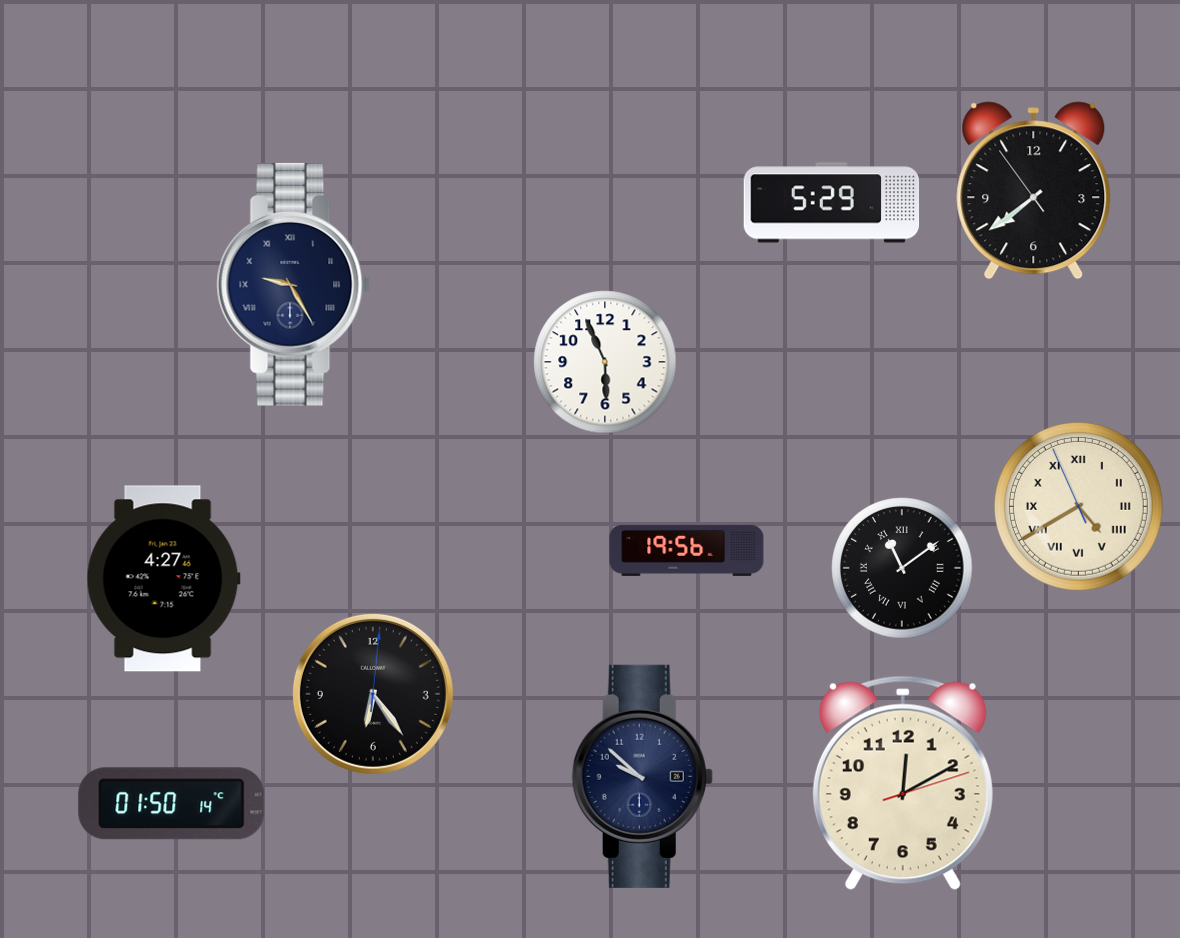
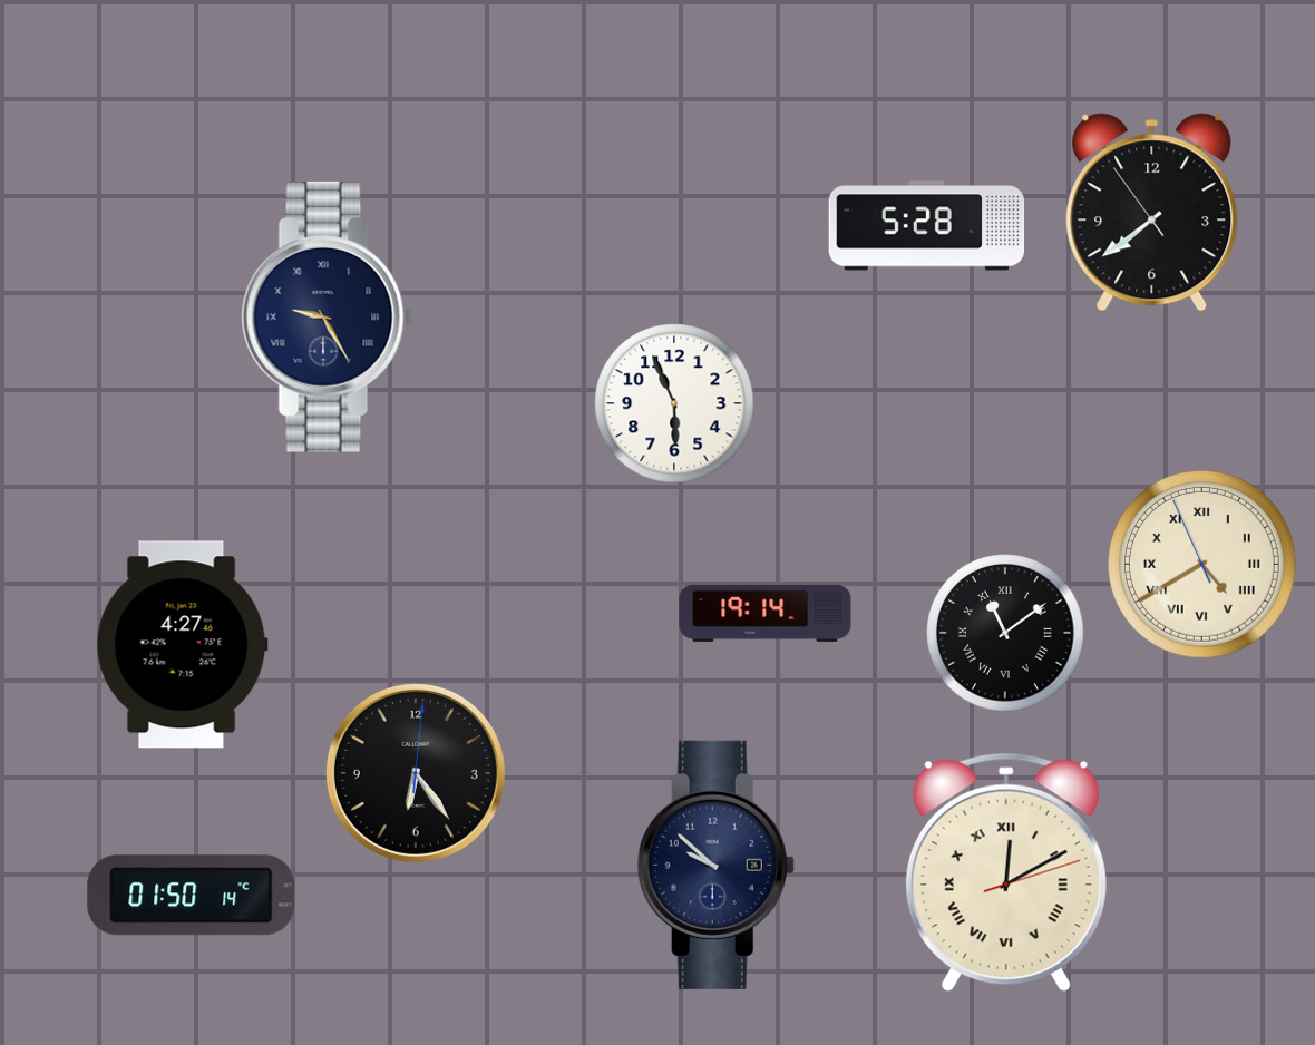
clock at (832, 203): 5:29 -> 5:28
clock at (687, 550): 19:56 -> 19:14
clock at (903, 783) numerals: Arabic -> Roman
